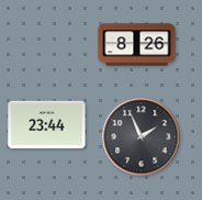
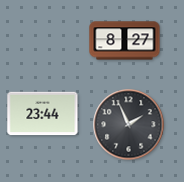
clock at (137, 45): 8:26 -> 8:27
